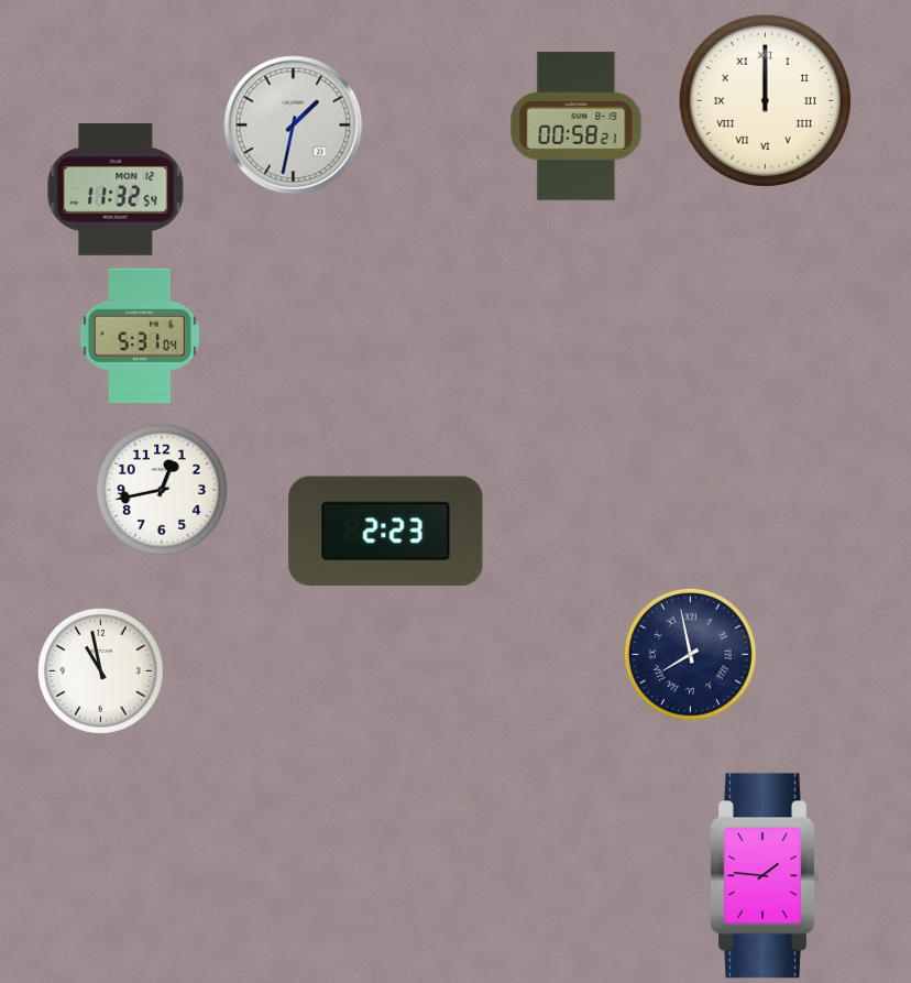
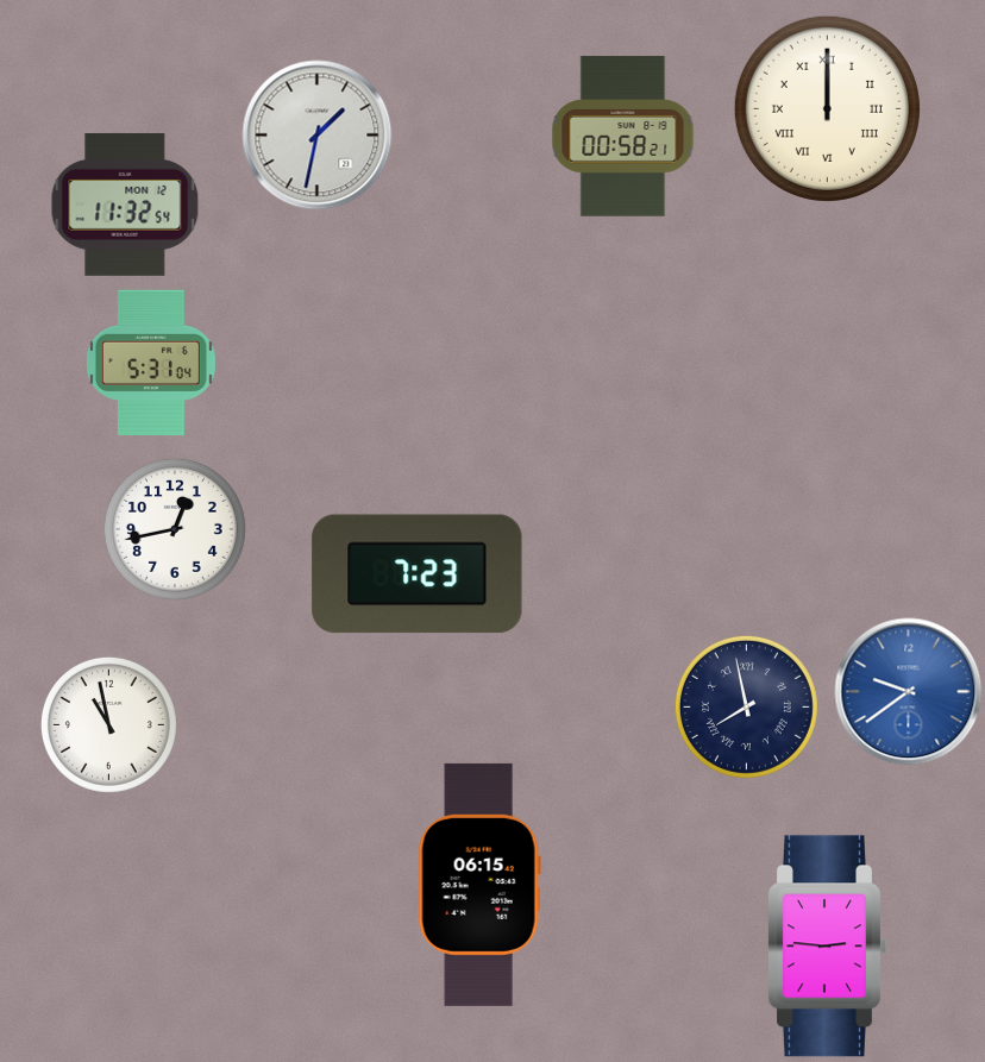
clock at (386, 532): 2:23 -> 7:23
clock at (909, 692): none -> 9:39
clock at (479, 885): none -> 06:15
clock at (766, 876): 1:46 -> 2:46
